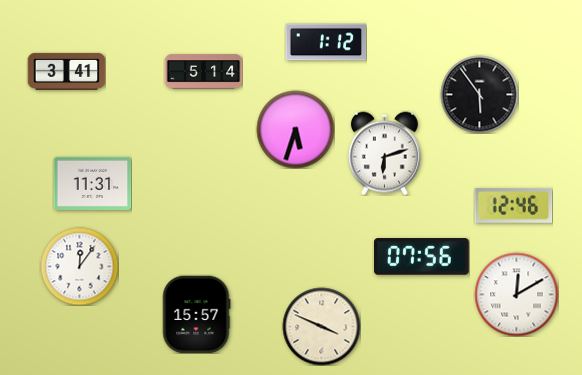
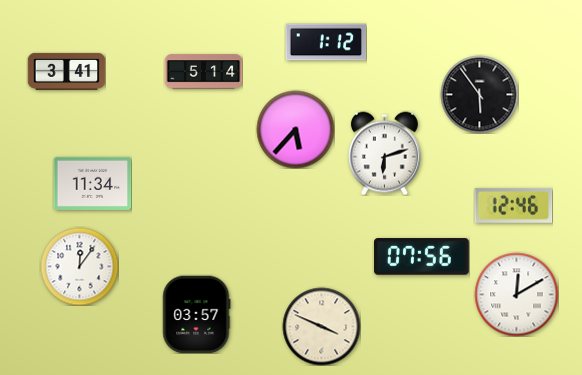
clock at (295, 129): 5:33 -> 5:37
clock at (92, 183): 11:31 -> 11:34
clock at (197, 314): 15:57 -> 03:57
